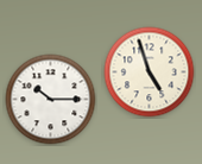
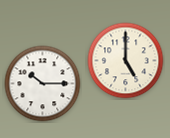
clock at (150, 72): 4:57 -> 5:00
